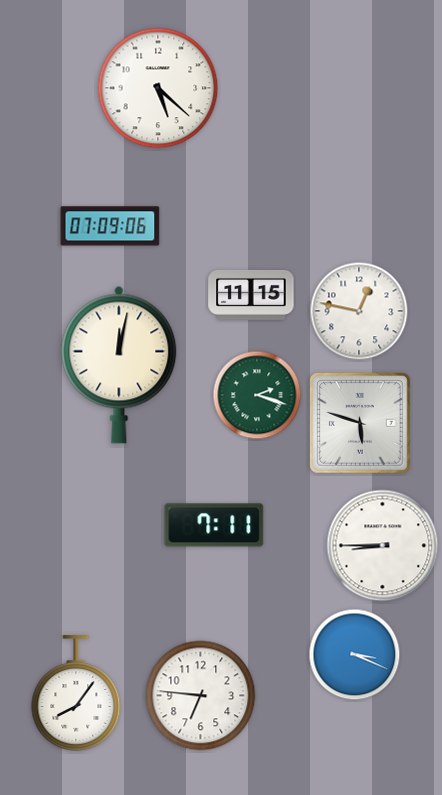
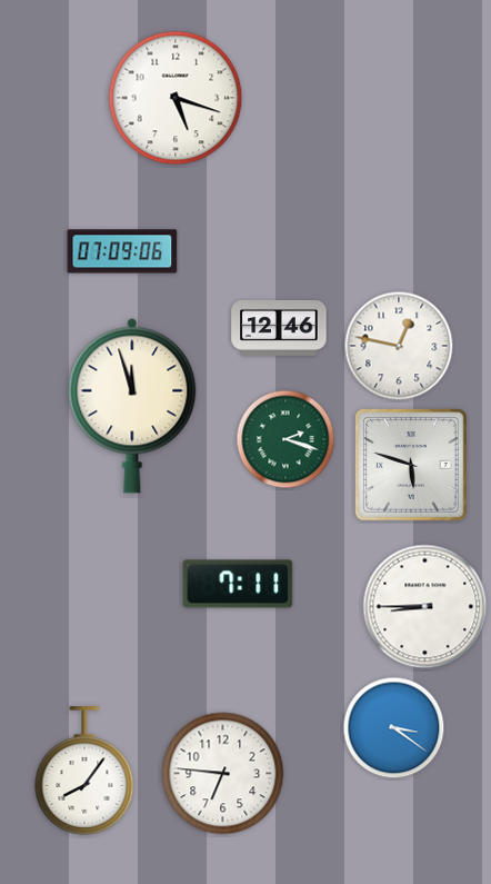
clock at (158, 88): 5:22 -> 5:18
clock at (251, 295): 11:15 -> 12:46
clock at (119, 365): 12:02 -> 11:57
clock at (361, 424) position: (361, 424) -> (412, 466)
clock at (355, 655): 3:19 -> 3:21
